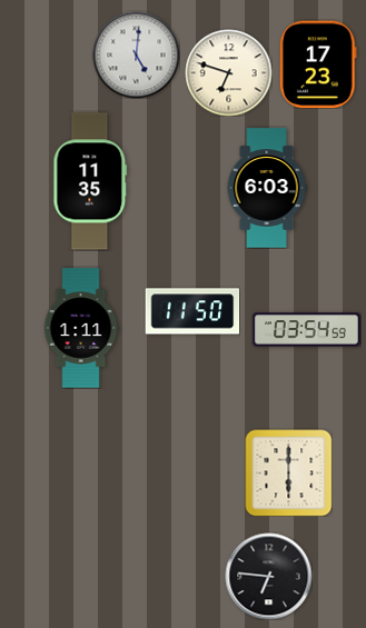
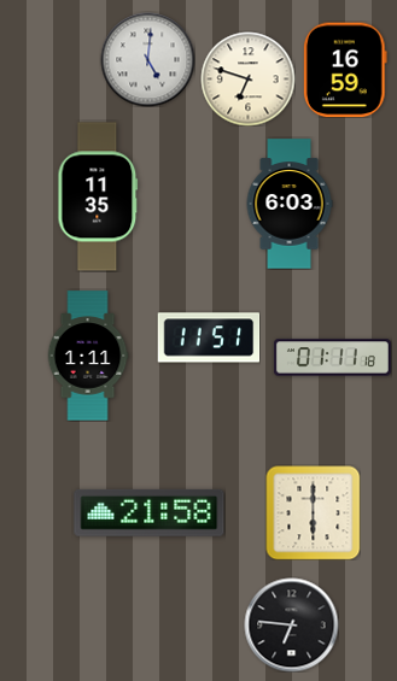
clock at (318, 64): 17:23 -> 16:59
clock at (192, 311): 11:50 -> 11:51
clock at (306, 330): 03:54 -> 01:11
clock at (150, 512): none -> 21:58
